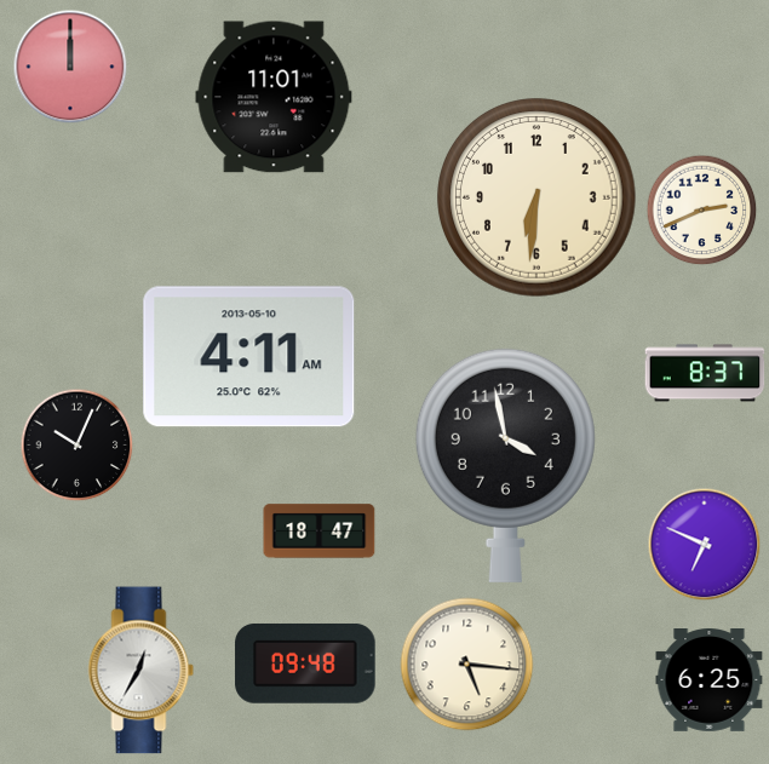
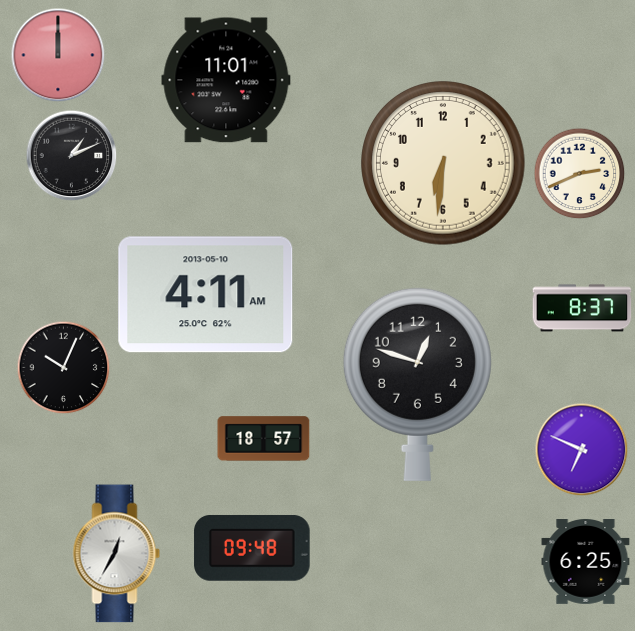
clock at (71, 155): none -> 1:11
clock at (505, 465): 3:58 -> 12:48
clock at (320, 532): 18:47 -> 18:57
clock at (467, 665): 5:16 -> none
